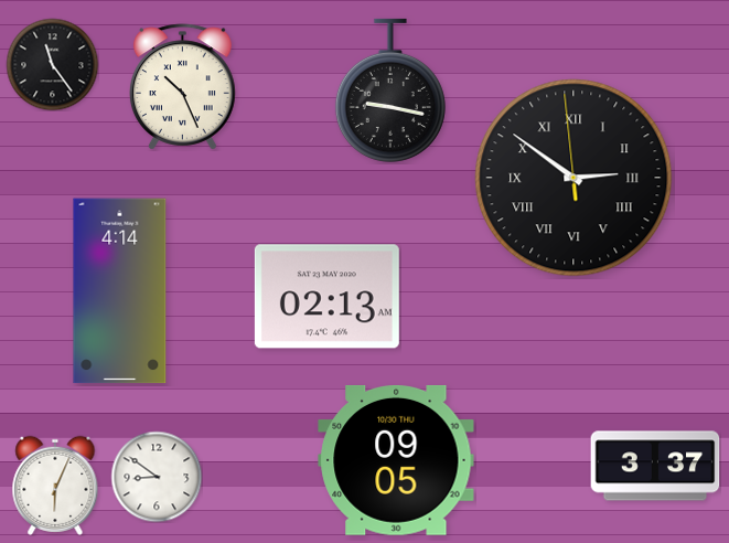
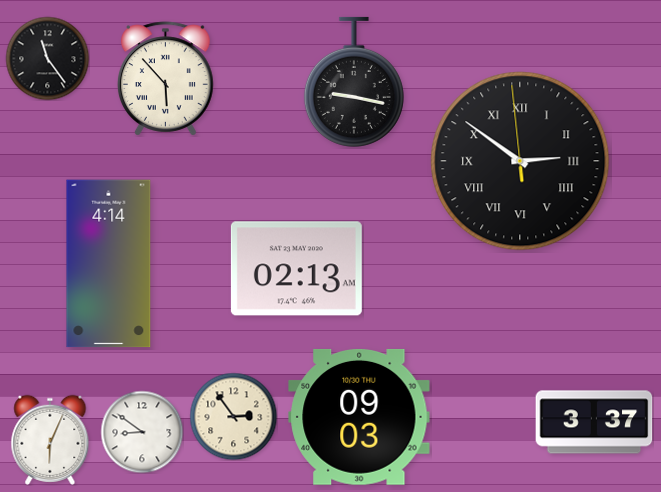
clock at (182, 87): 10:26 -> 5:53
clock at (233, 416): none -> 2:54
clock at (396, 460): 09:05 -> 09:03
